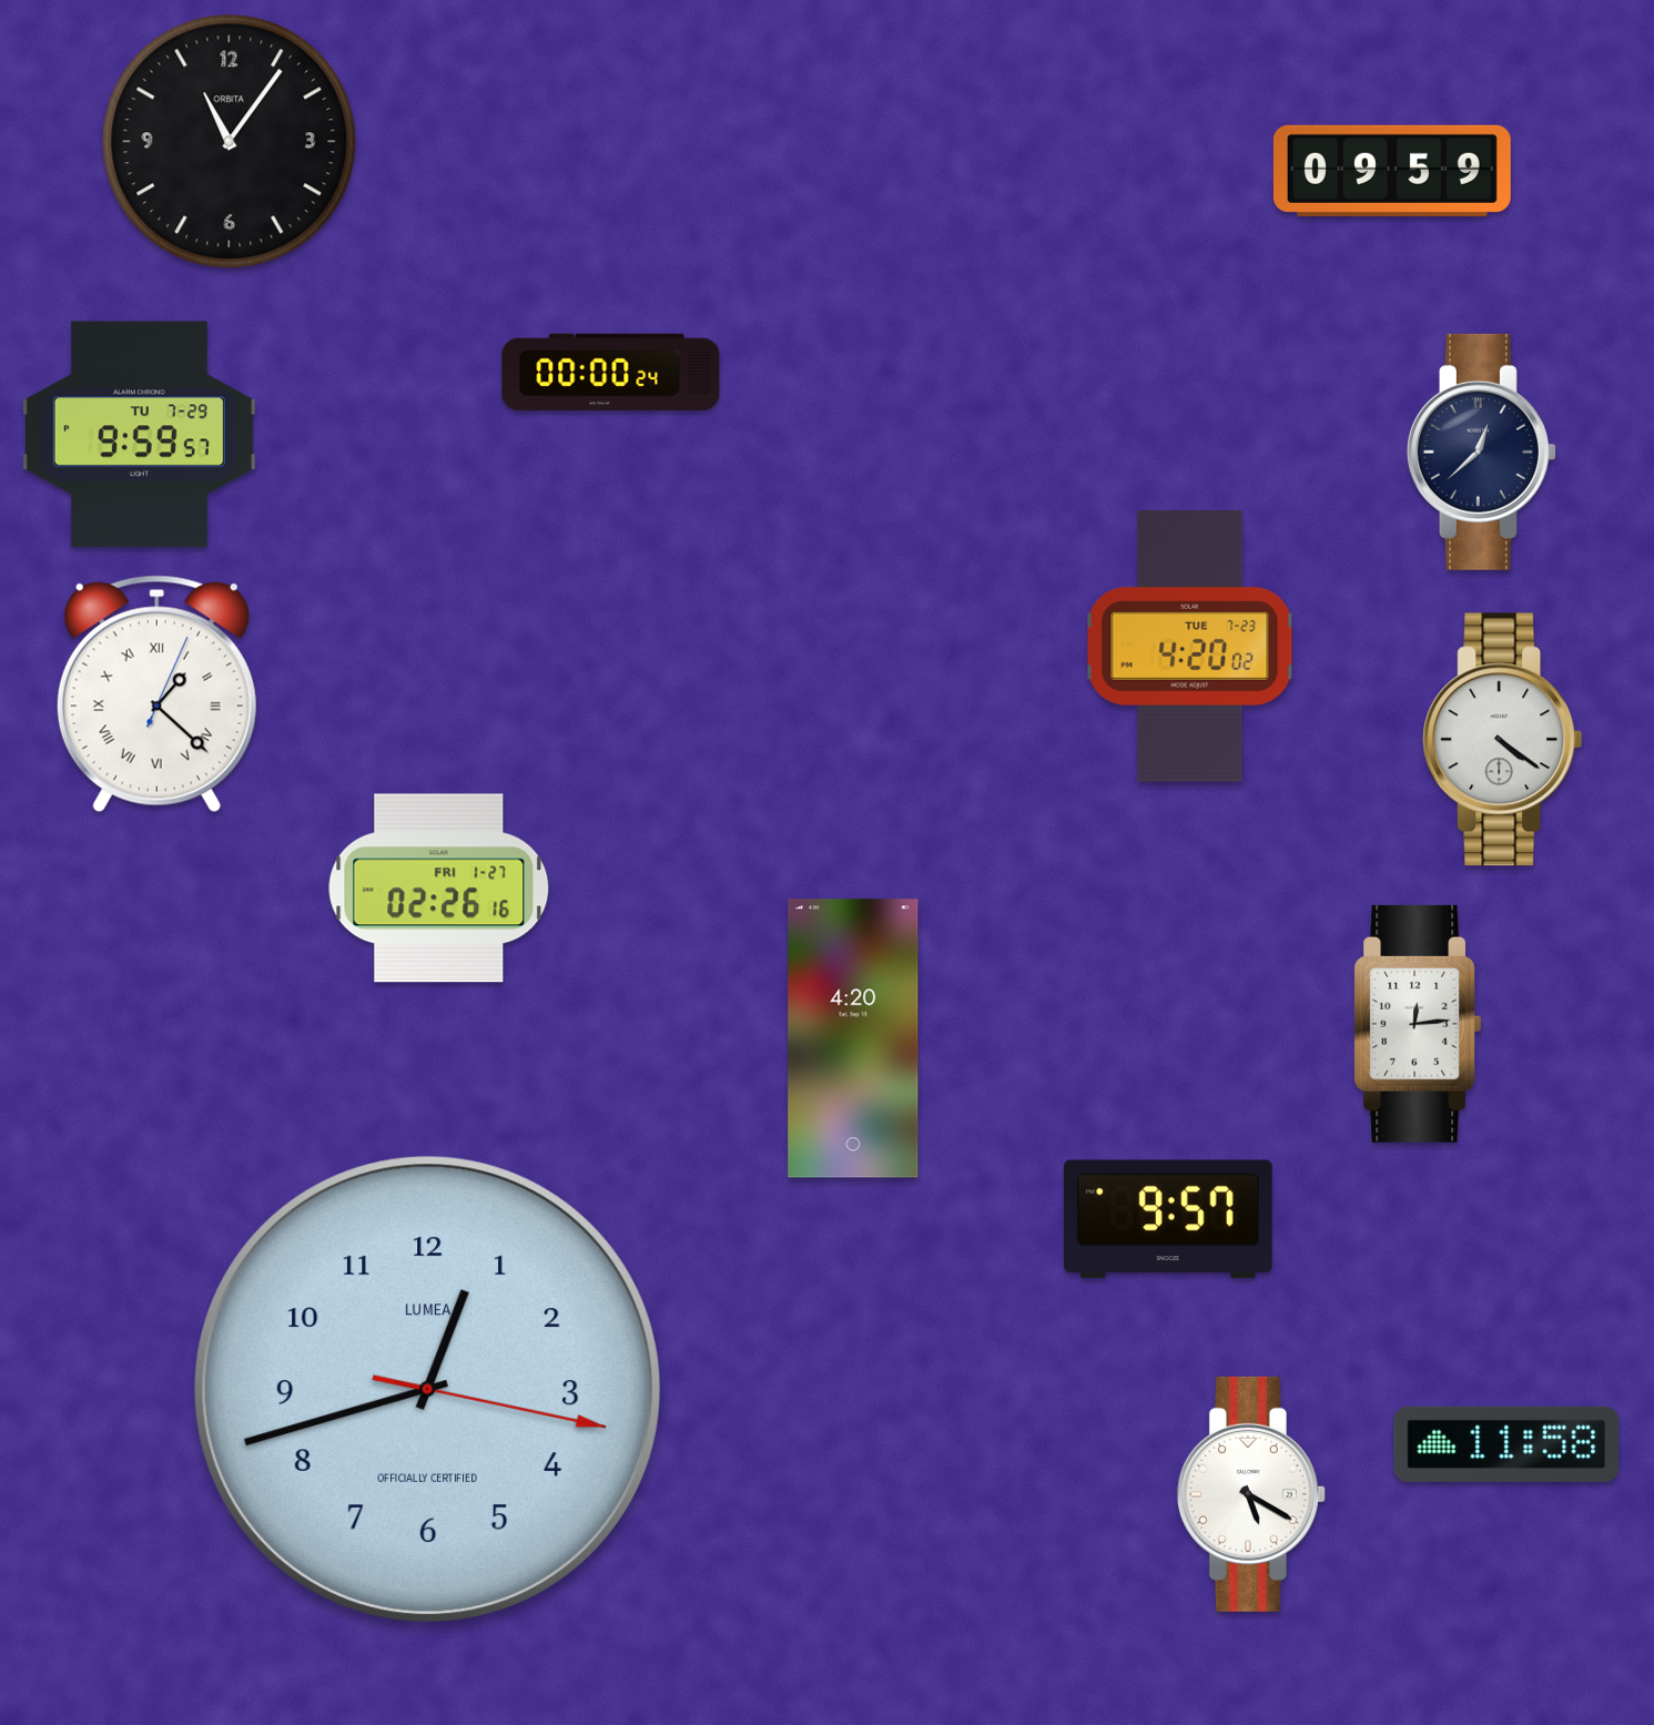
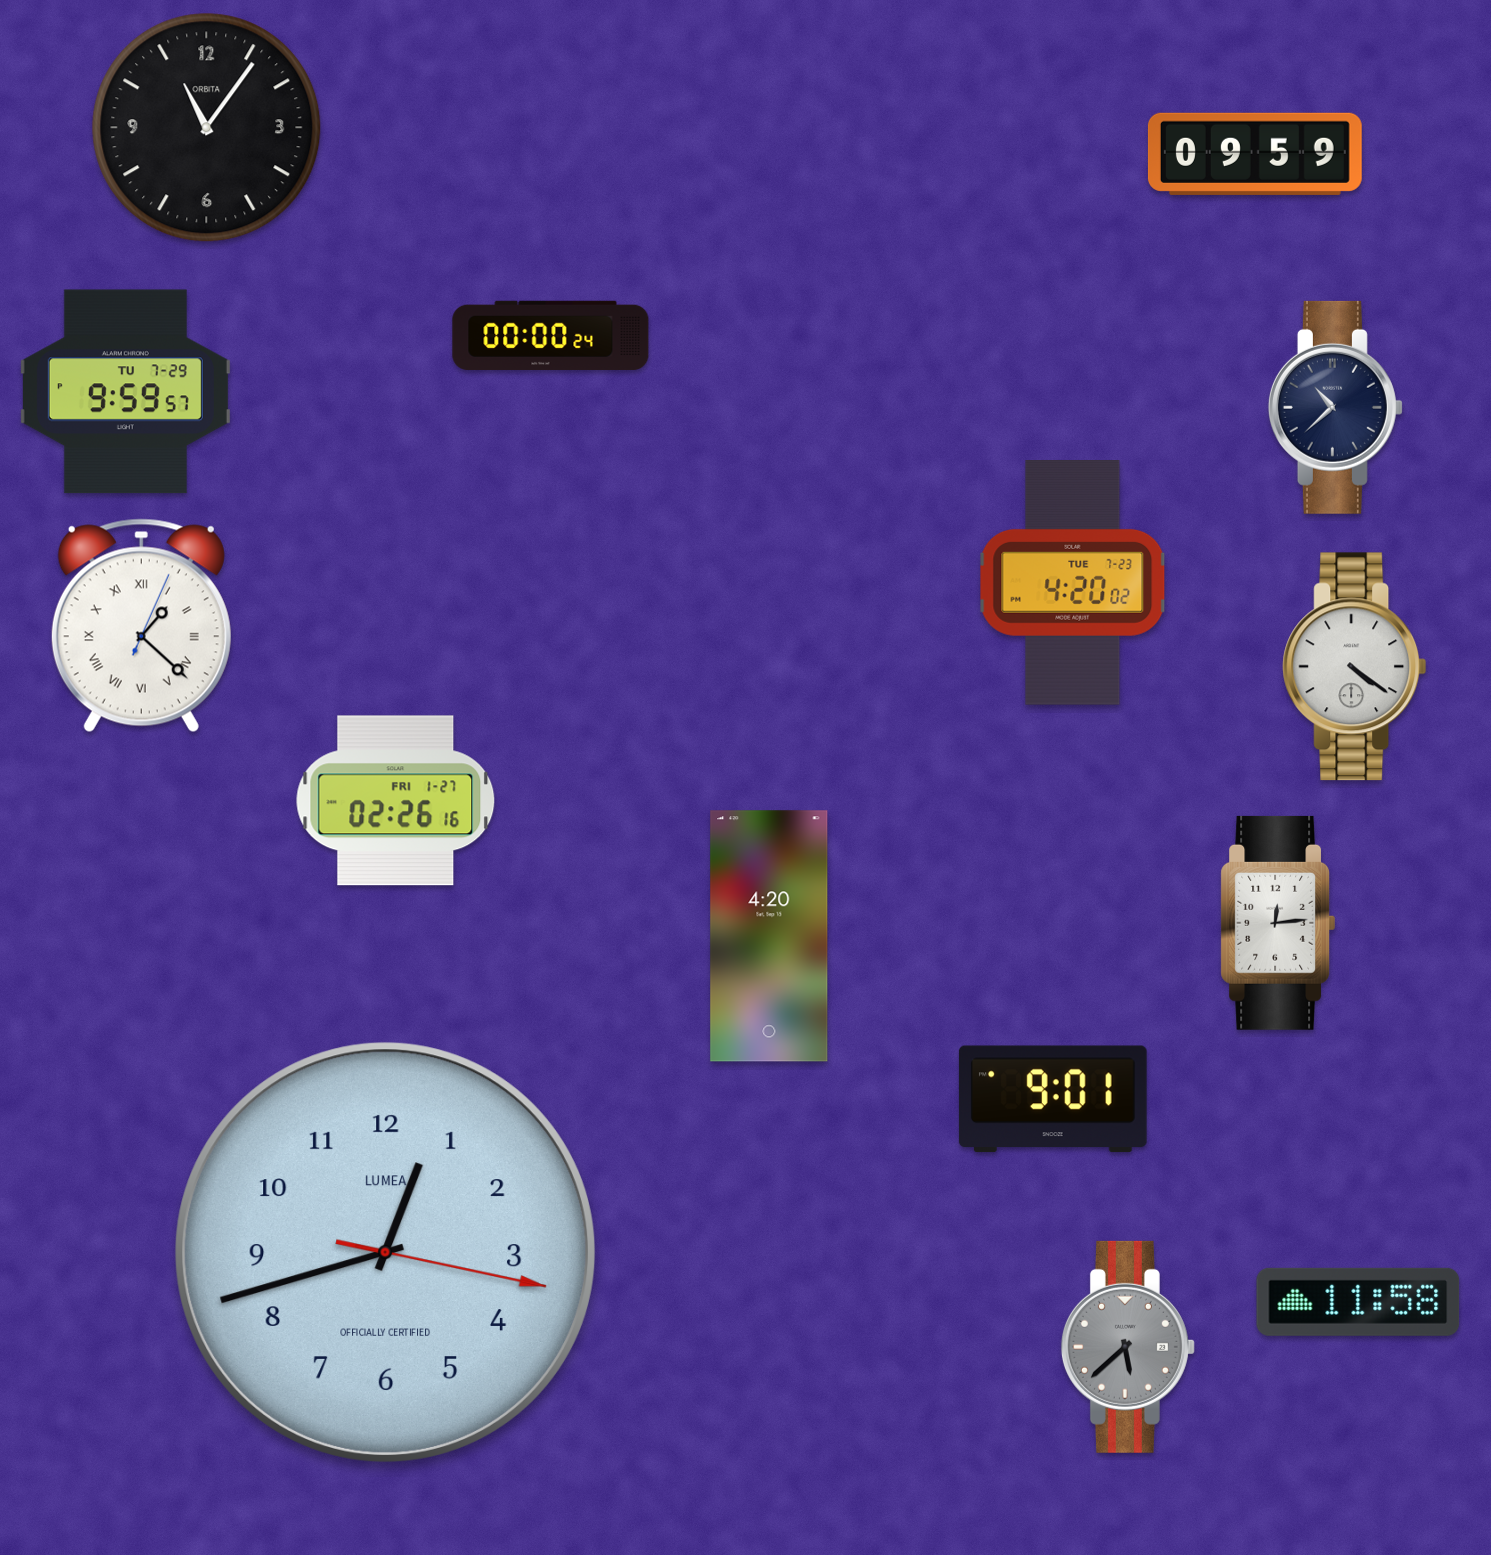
clock at (1481, 451): 12:38 -> 10:38
clock at (1168, 1219): 9:57 -> 9:01
clock at (1251, 1494): 5:20 -> 5:38
clock at (1251, 1494) dial: white -> grey
